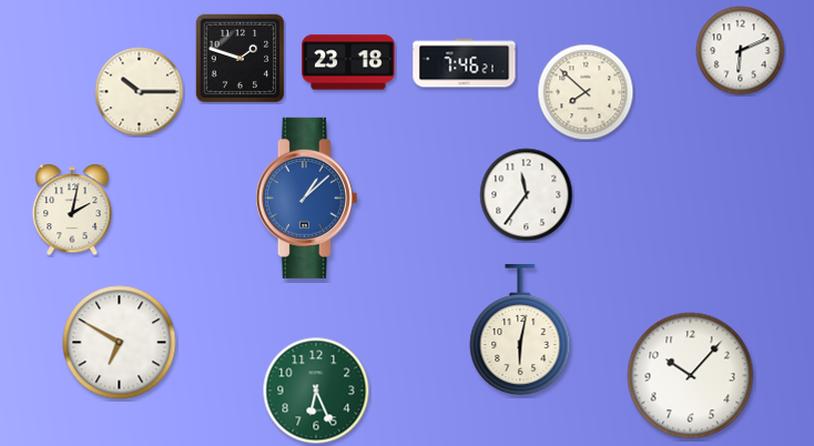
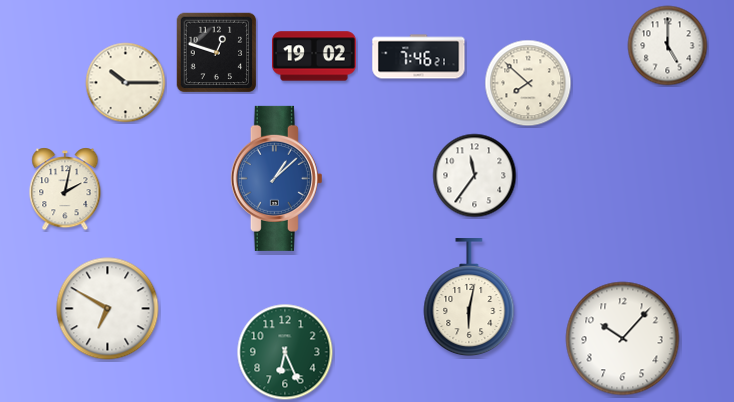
clock at (741, 51): 6:11 -> 5:00
clock at (241, 59): 1:48 -> 12:48
clock at (348, 62): 23:18 -> 19:02
